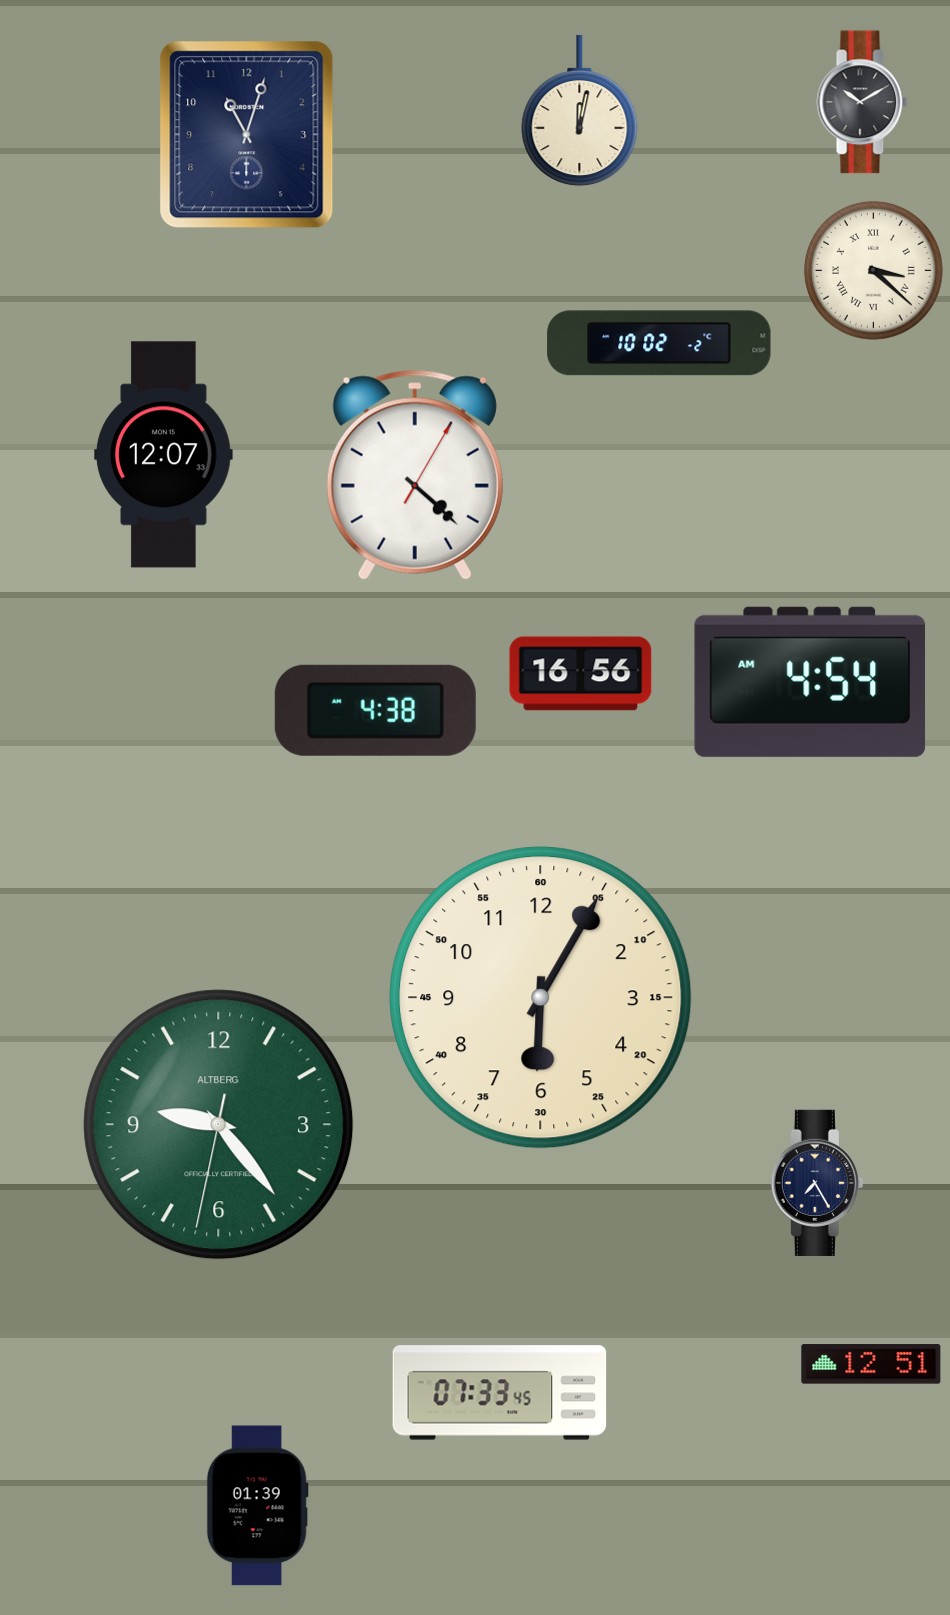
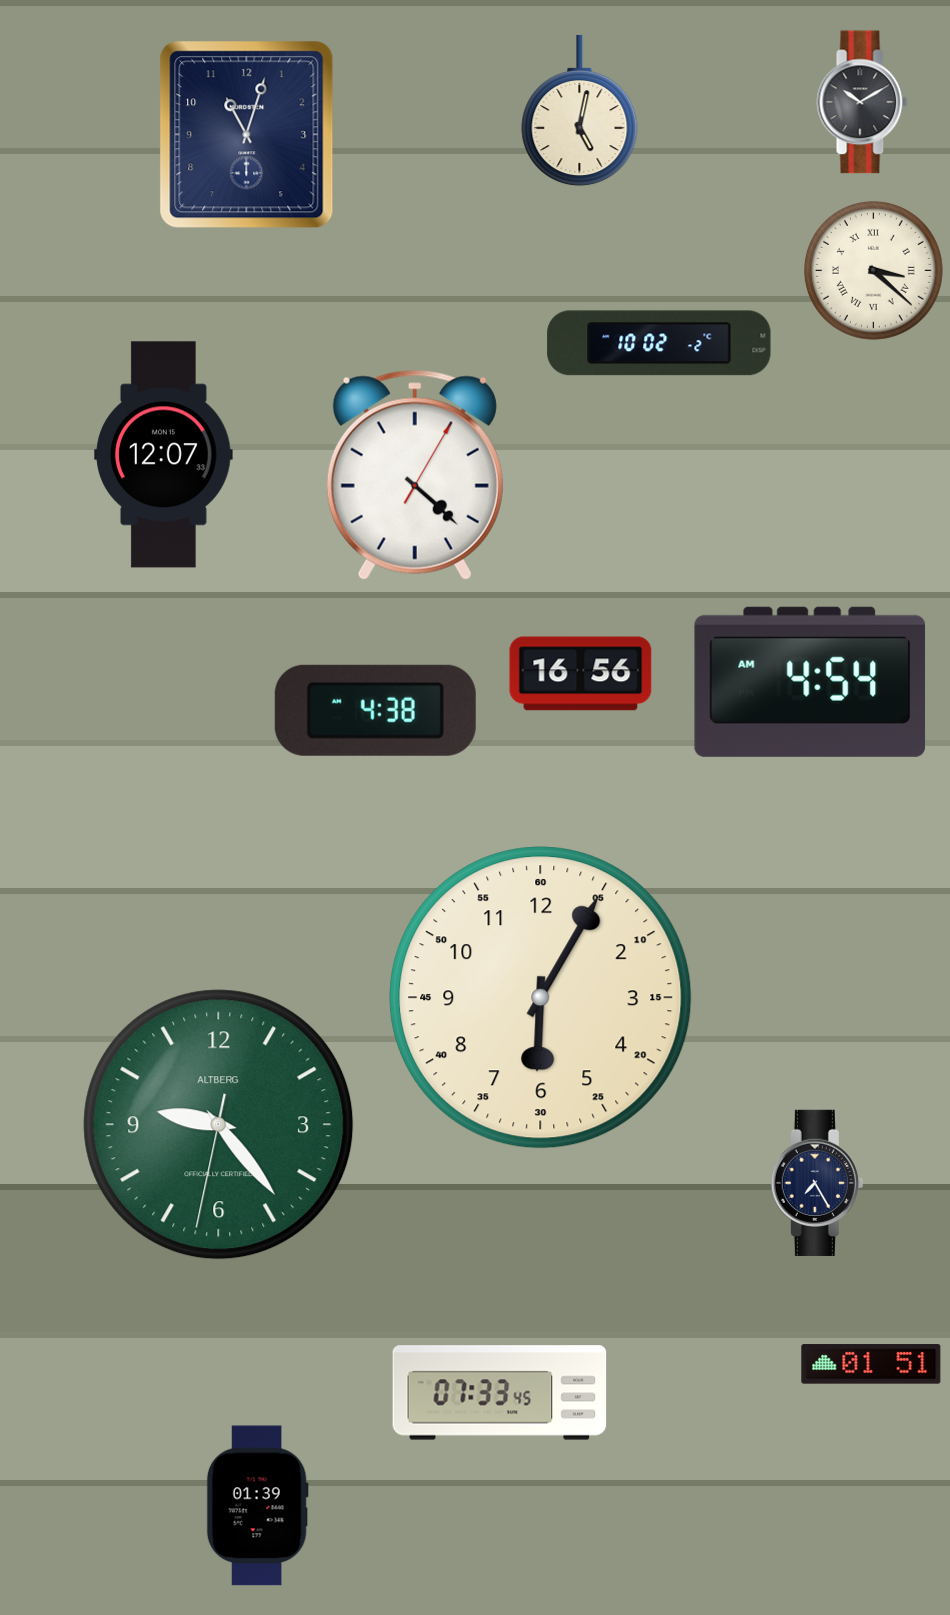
clock at (580, 111): 12:02 -> 5:02
clock at (871, 1364): 12:51 -> 01:51
